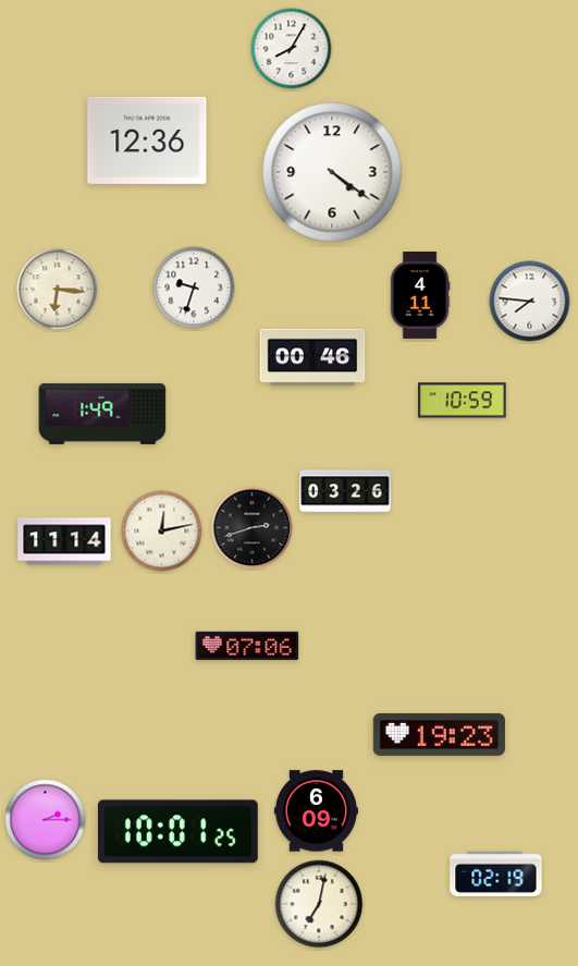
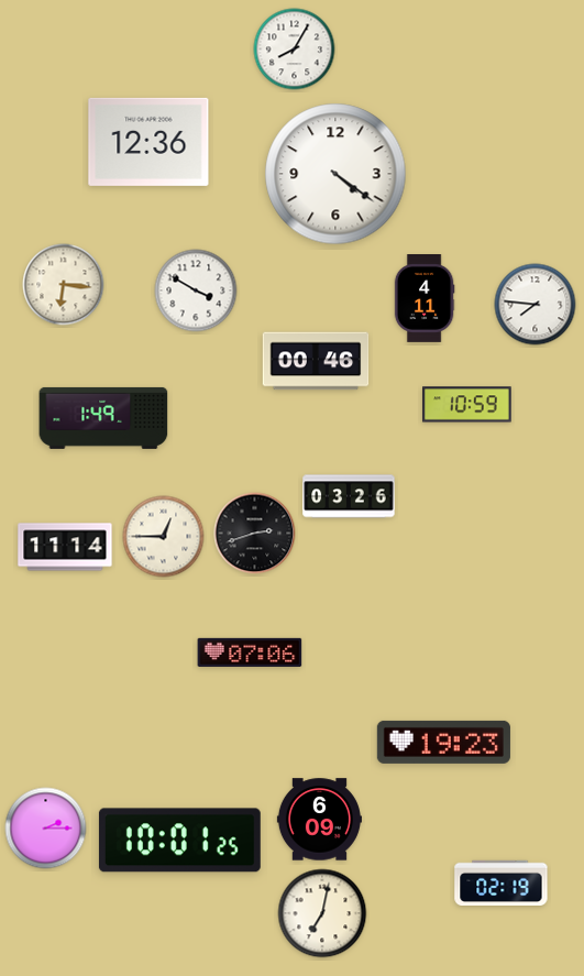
clock at (194, 288): 9:33 -> 3:50
clock at (58, 290) position: (58, 290) -> (64, 285)
clock at (162, 531): 12:13 -> 12:45
